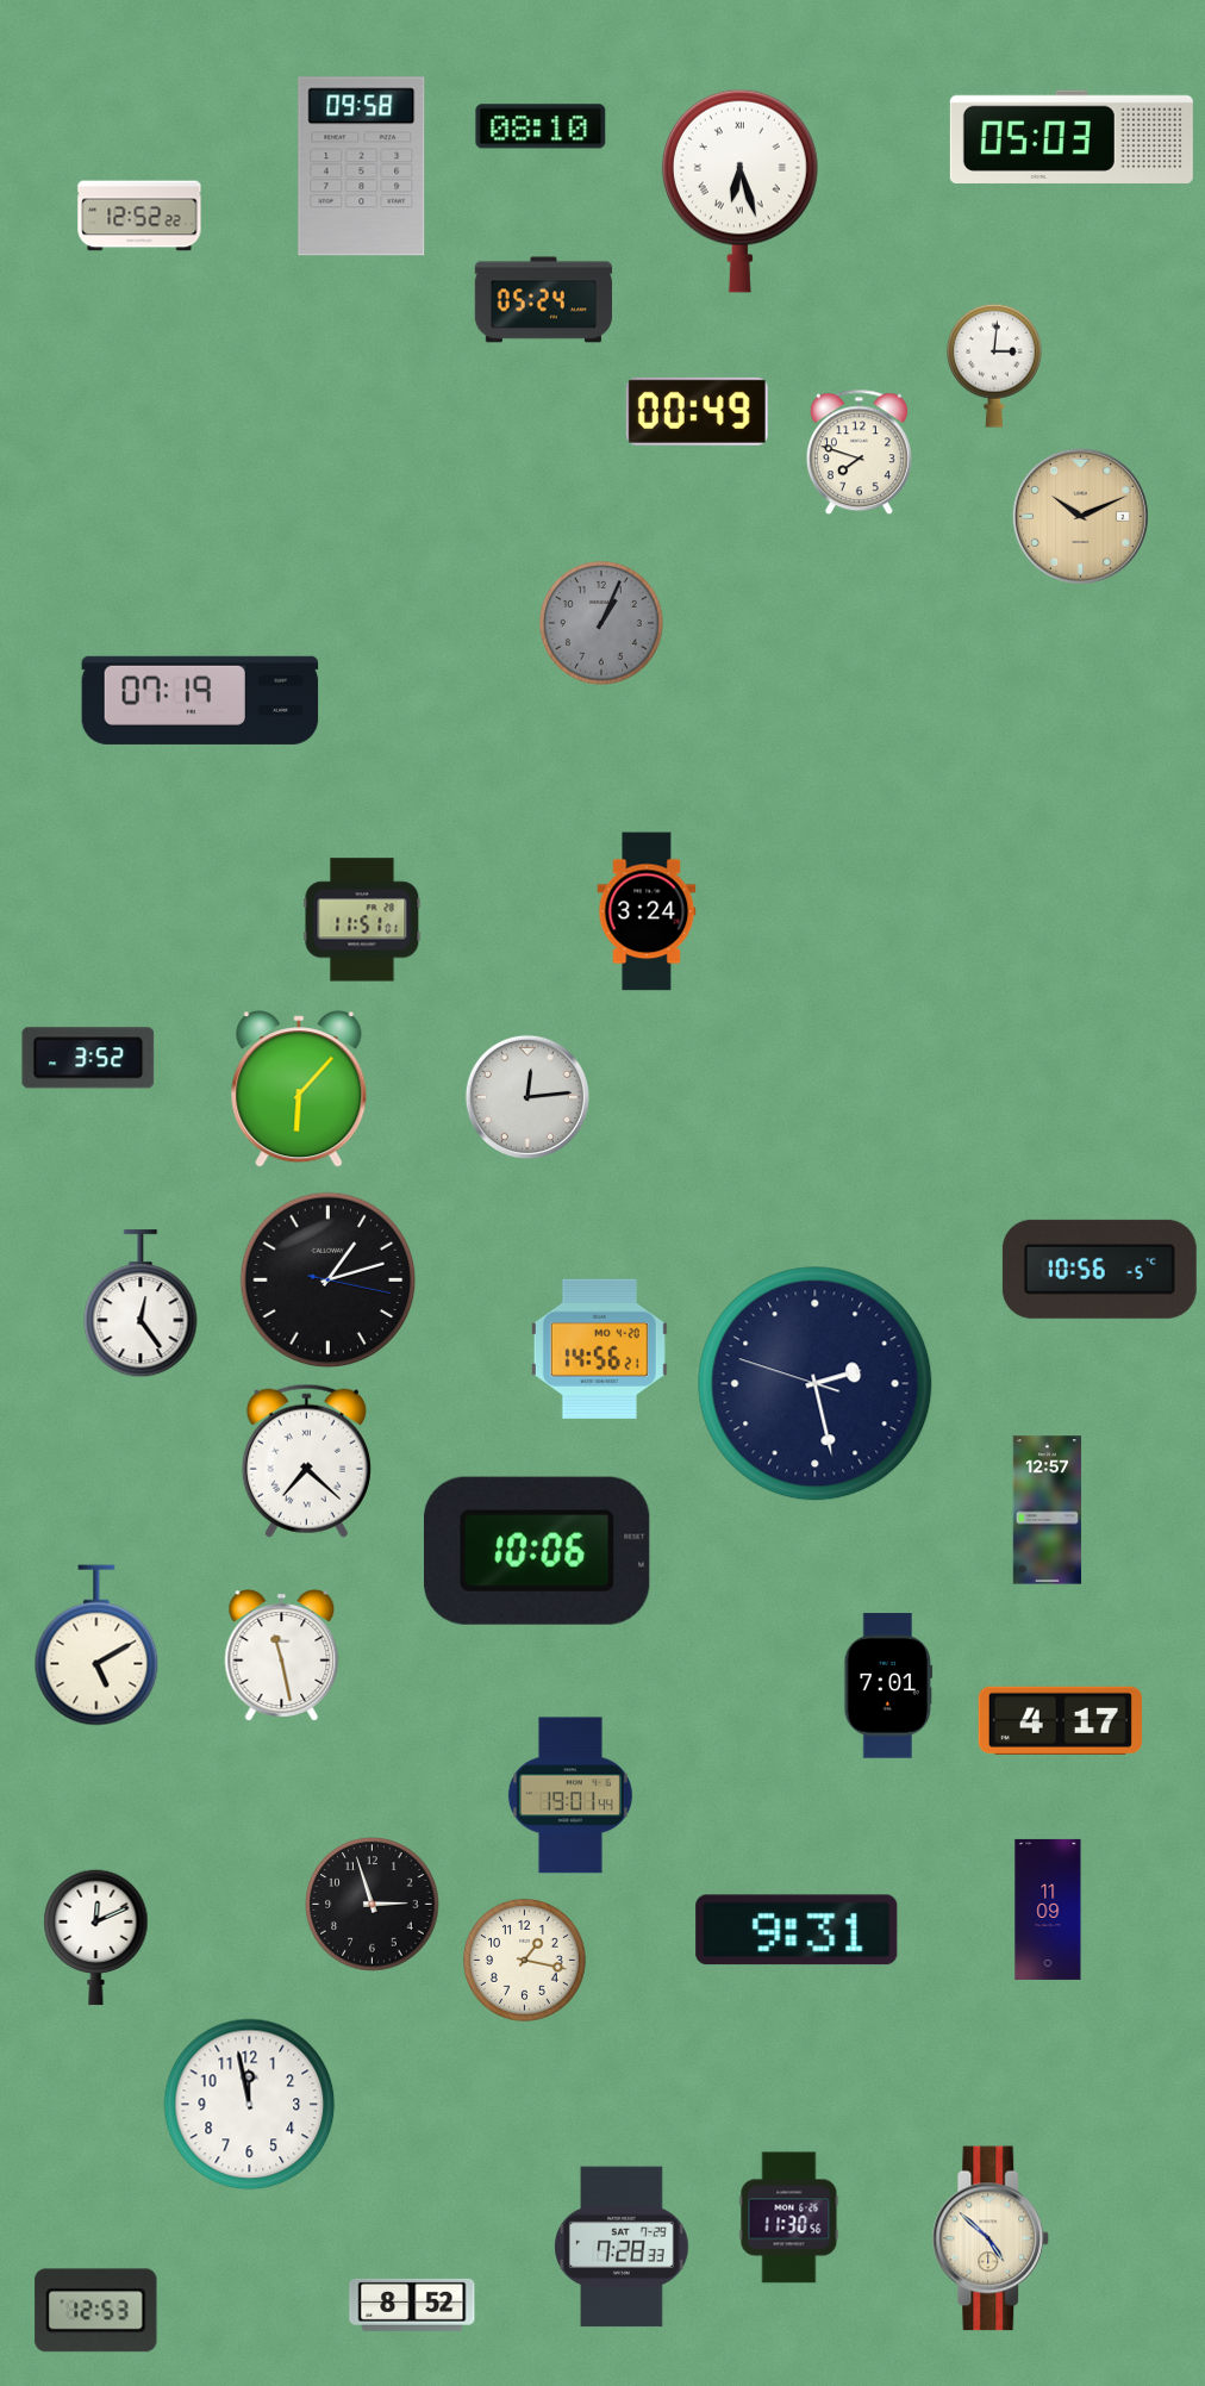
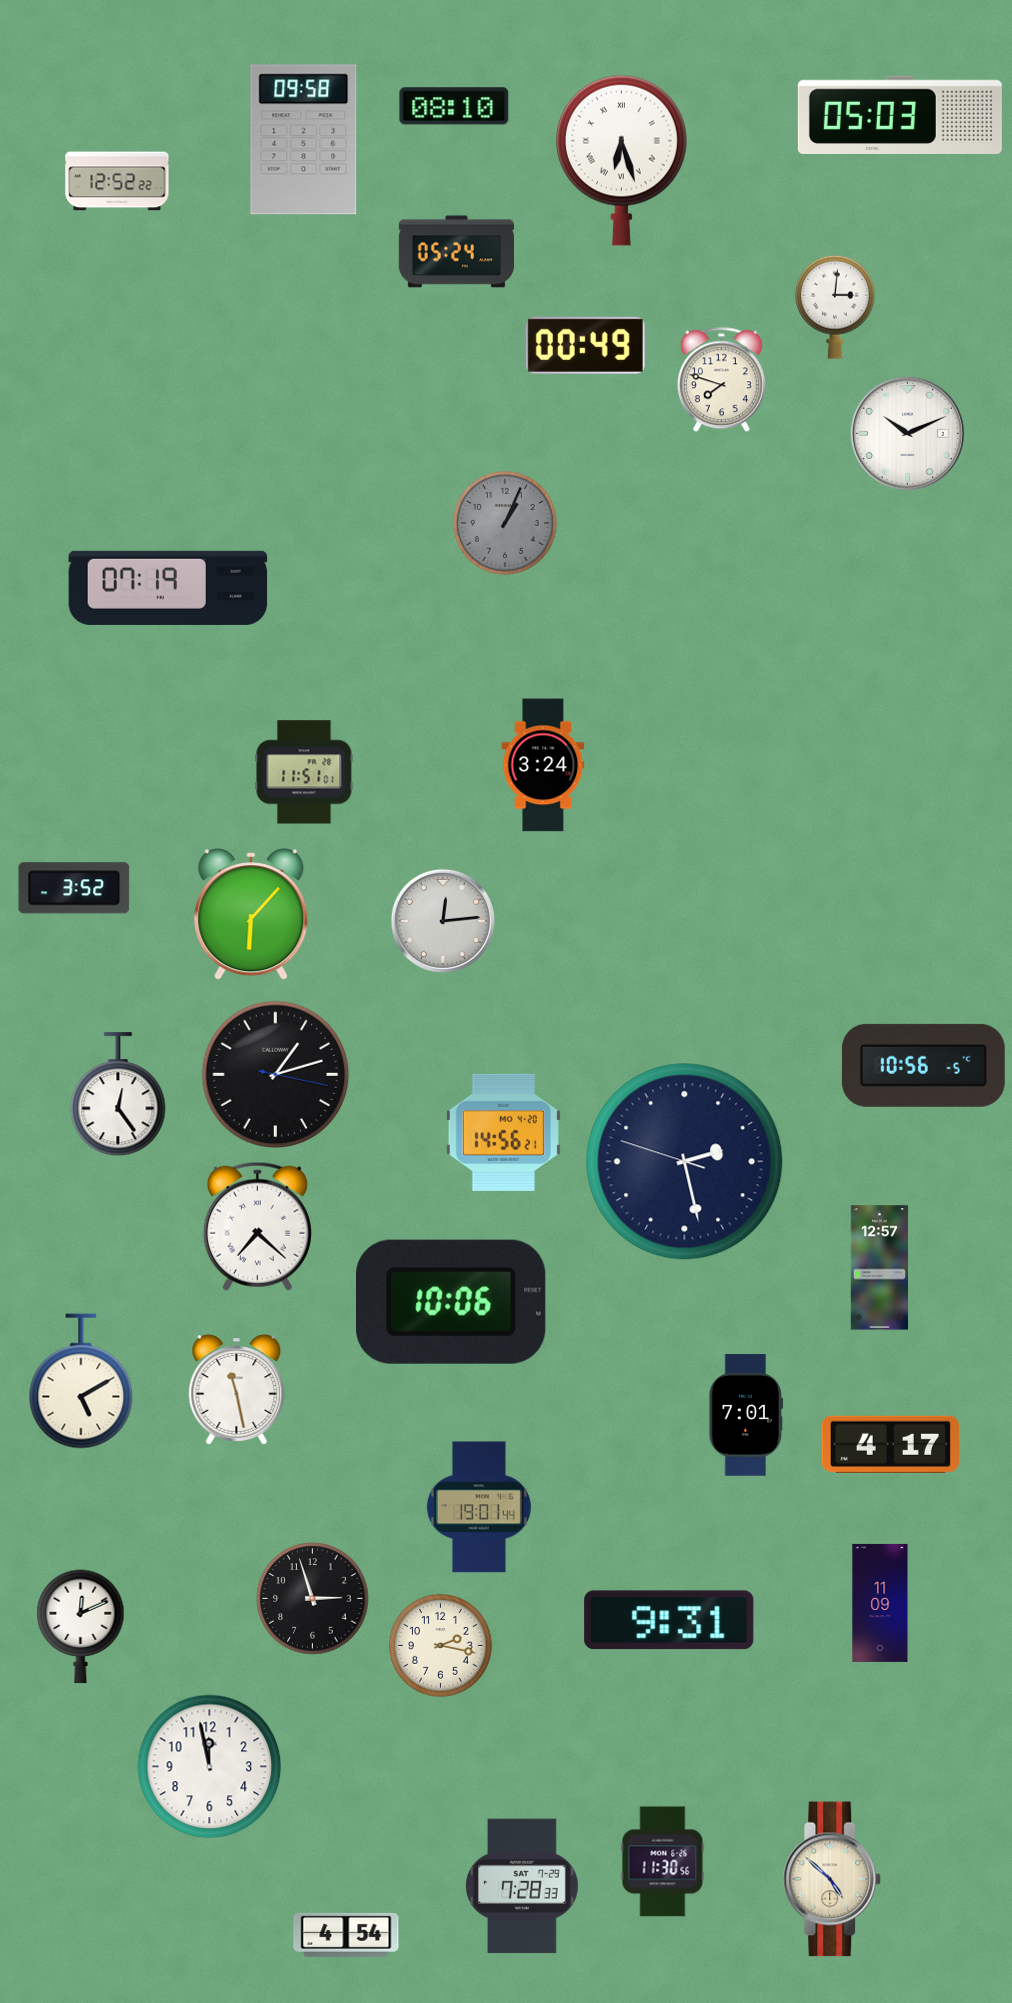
clock at (1080, 516) dial: champagne -> white
clock at (525, 1961): 1:17 -> 2:17
clock at (412, 2305): 8:52 -> 4:54
clock at (96, 2311): 12:53 -> none
